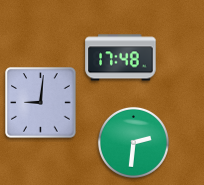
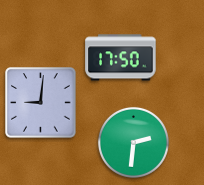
clock at (121, 58): 17:48 -> 17:50
